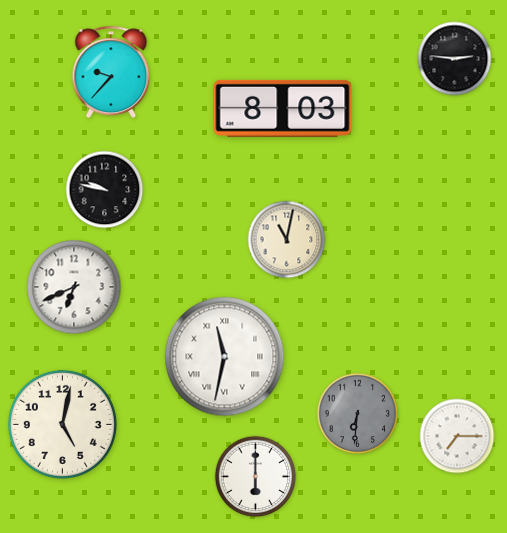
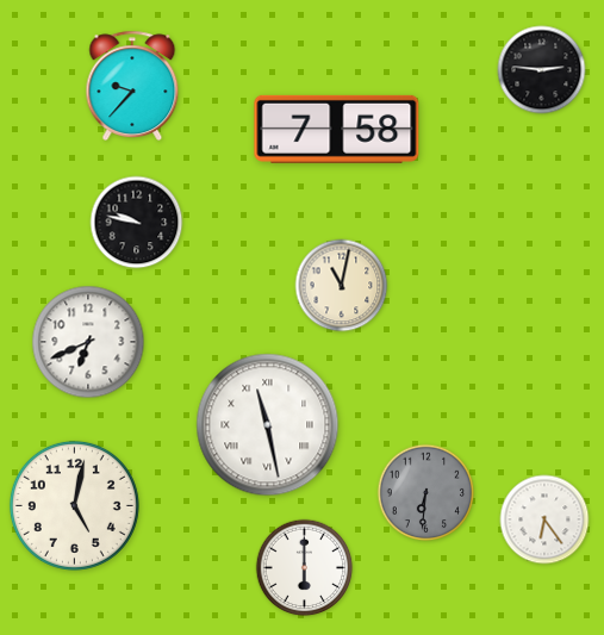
clock at (283, 108): 8:03 -> 7:58
clock at (105, 190) position: (105, 190) -> (137, 223)
clock at (225, 357): 11:32 -> 11:28
clock at (457, 436): 7:15 -> 6:24
